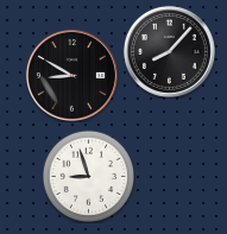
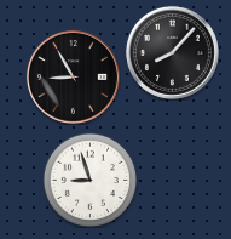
clock at (71, 75): 8:50 -> 8:55
